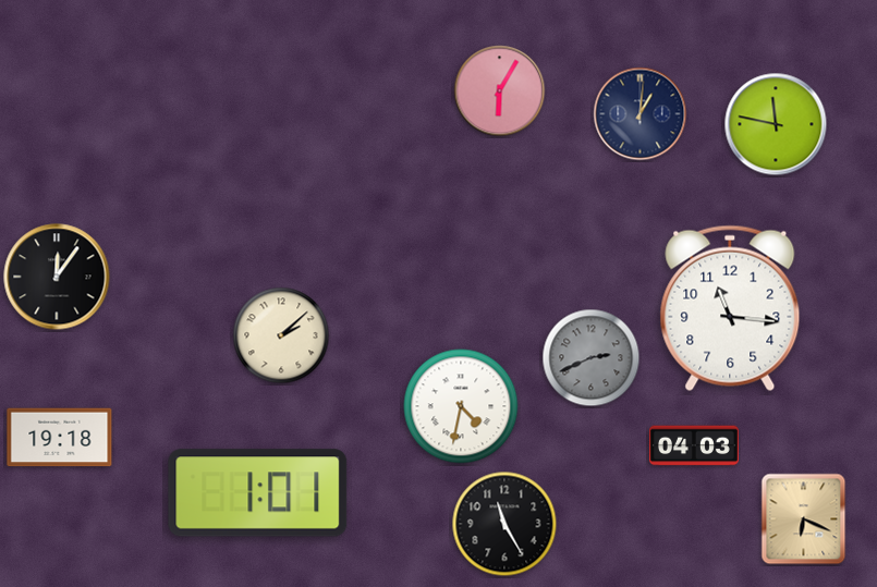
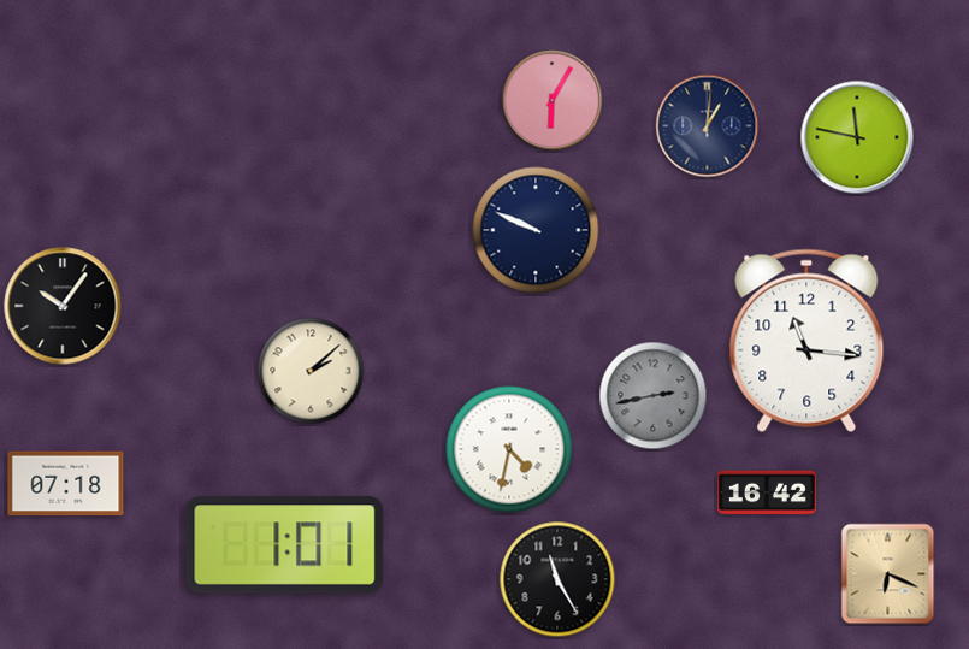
clock at (536, 230): none -> 9:49
clock at (57, 277): 12:06 -> 10:06
clock at (592, 358): 2:41 -> 2:43
clock at (60, 438): 19:18 -> 07:18
clock at (694, 445): 04:03 -> 16:42
